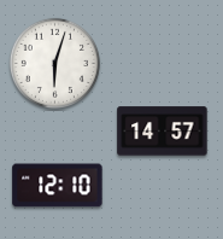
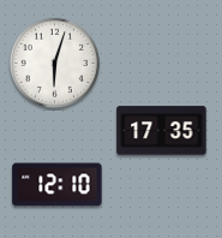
clock at (163, 132): 14:57 -> 17:35
